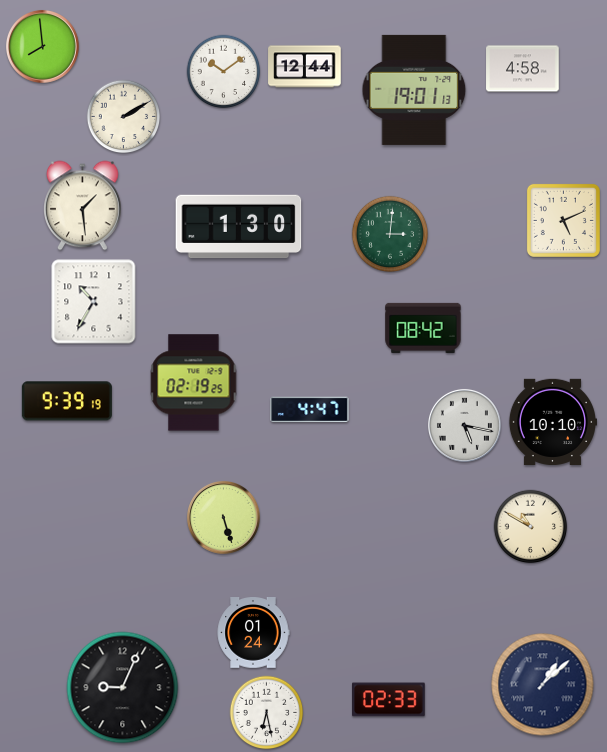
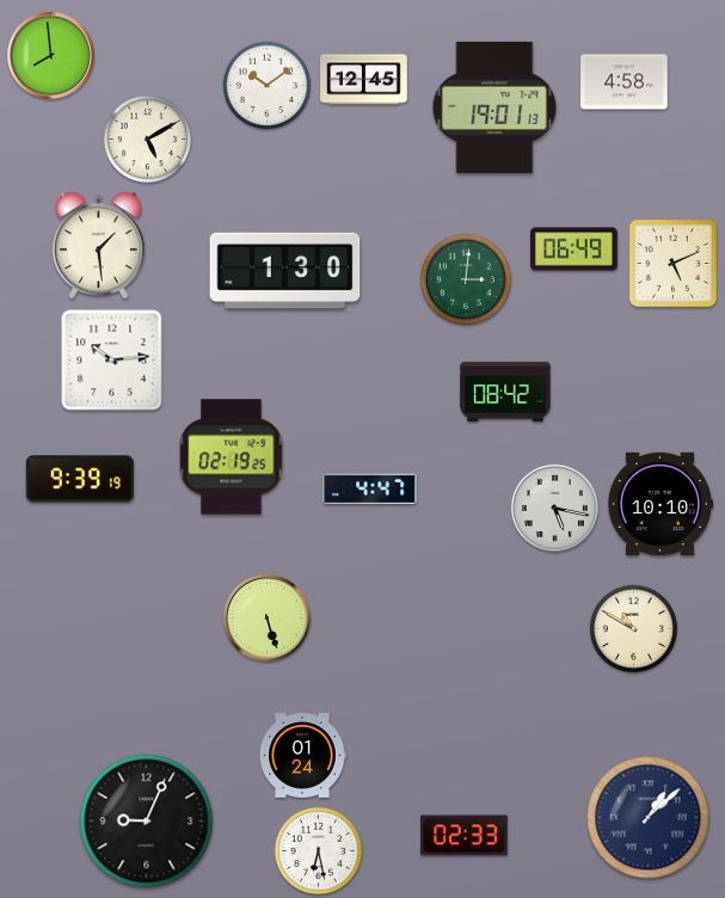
clock at (305, 67): 12:44 -> 12:45
clock at (124, 117): 2:10 -> 5:10
clock at (575, 250): none -> 06:49
clock at (94, 302): 10:35 -> 10:14
